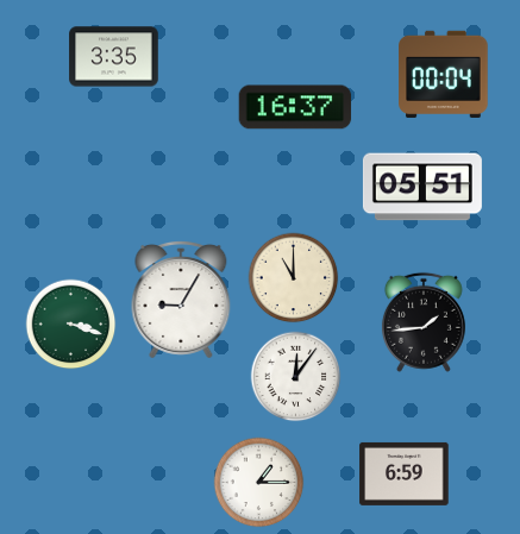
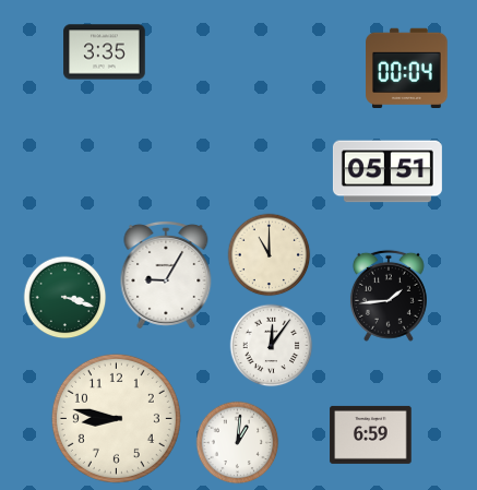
clock at (295, 107): 16:37 -> none
clock at (116, 418): none -> 8:47
clock at (259, 483): 1:15 -> 1:01
